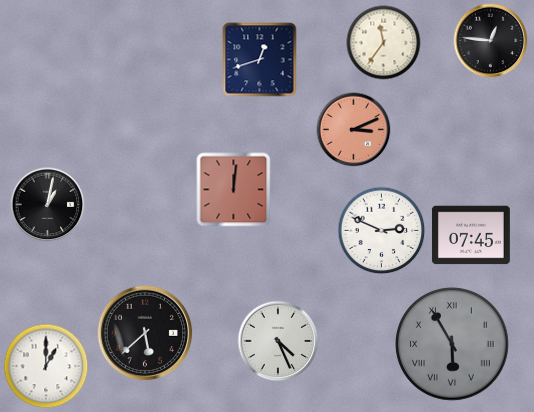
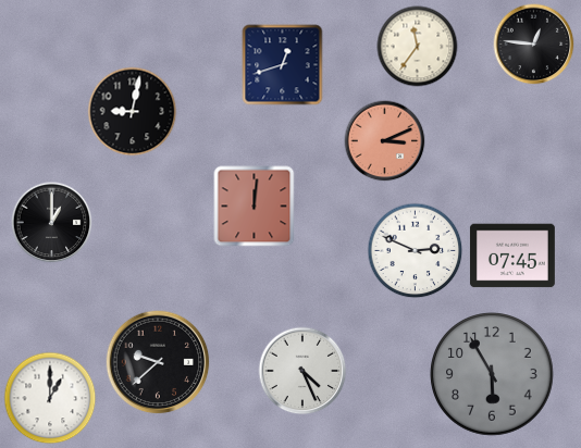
clock at (133, 112): none -> 9:02
clock at (48, 205): 1:02 -> 1:00
clock at (145, 333): 5:38 -> 9:38
clock at (452, 344) numerals: Roman -> Arabic
